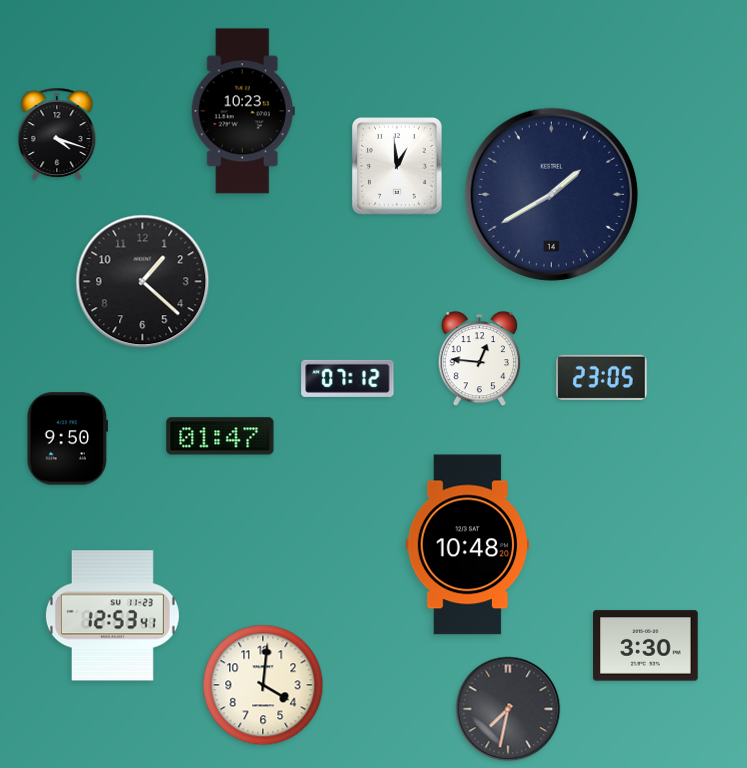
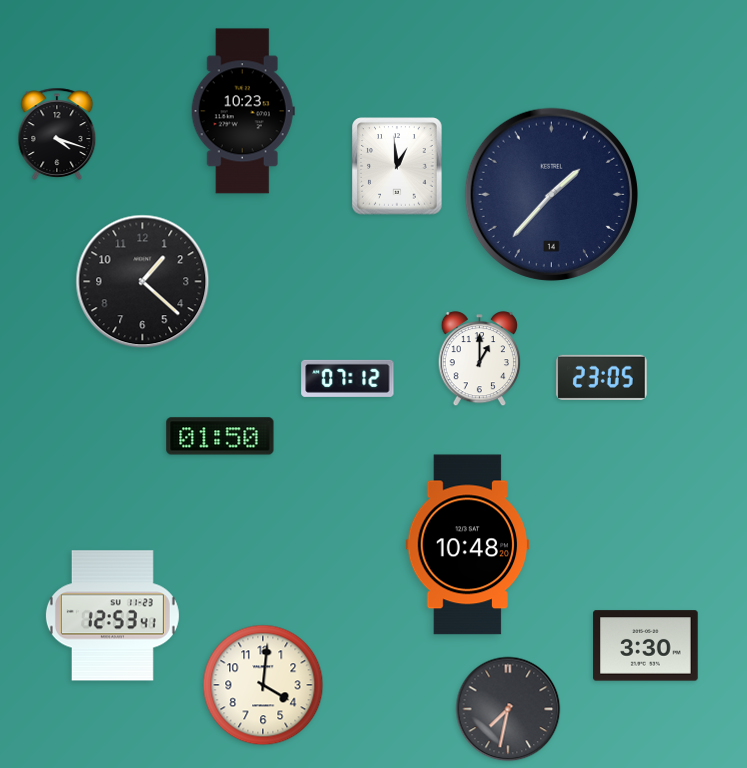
clock at (551, 194): 1:40 -> 1:37
clock at (479, 360): 12:46 -> 1:00
clock at (220, 436): 01:47 -> 01:50
clock at (67, 439): 9:50 -> none
